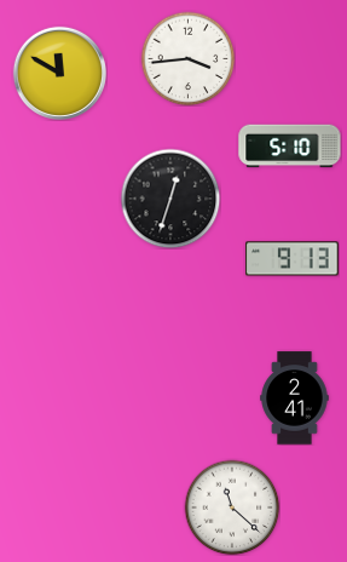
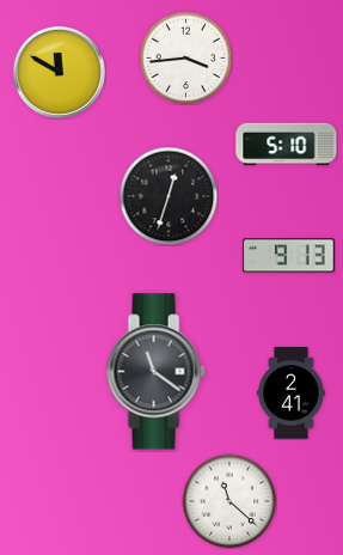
clock at (155, 372): none -> 11:21
